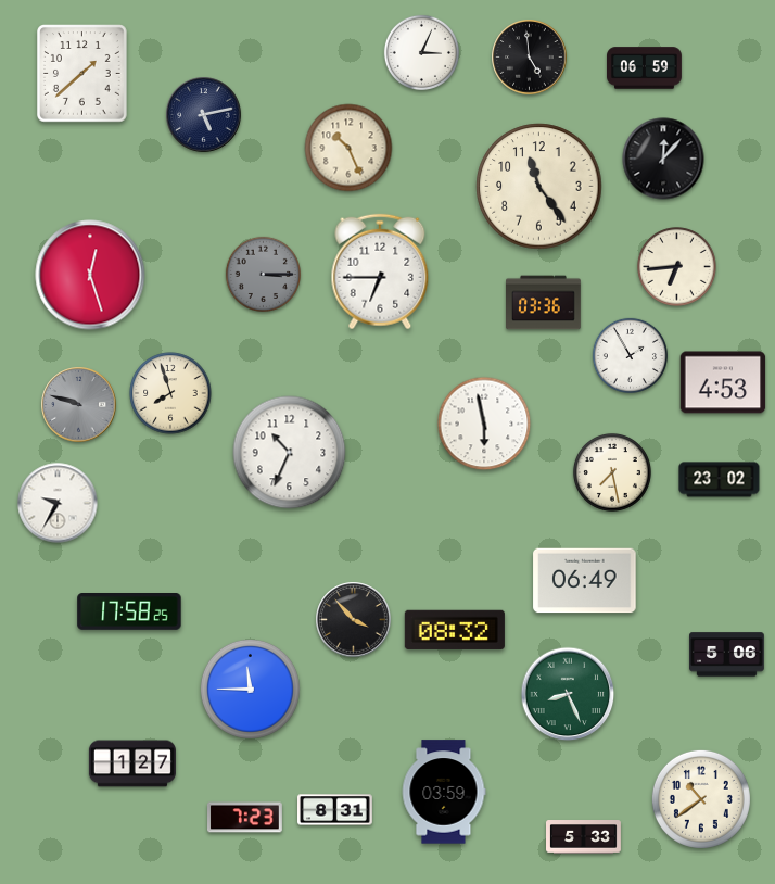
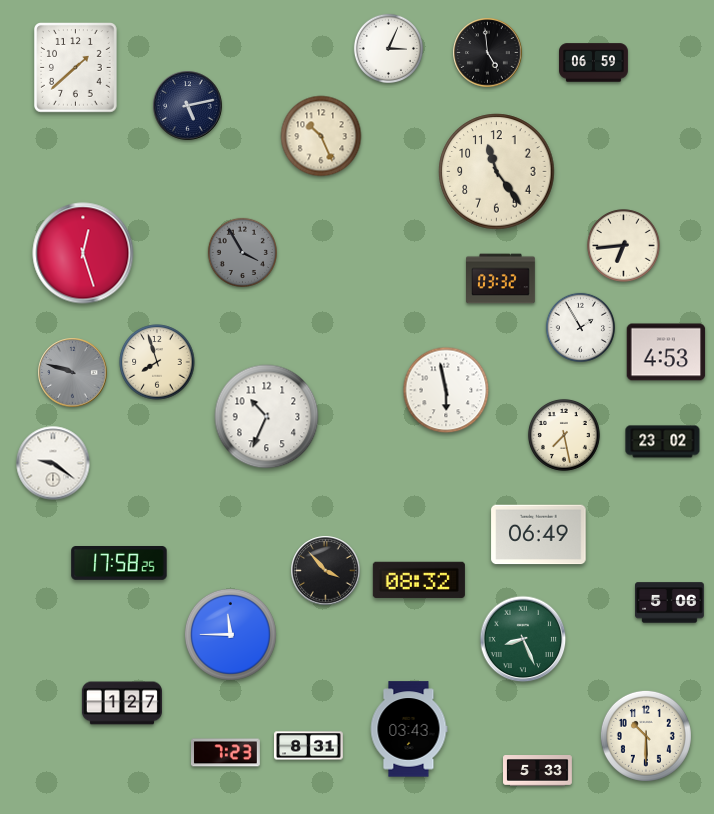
clock at (663, 159): 12:07 -> none
clock at (380, 271): 6:45 -> none
clock at (263, 274): 3:15 -> 3:55
clock at (544, 303): 03:36 -> 03:32
clock at (58, 503): 9:35 -> 9:21
clock at (444, 792): 03:59 -> 03:43
clock at (701, 799): 10:39 -> 10:30
